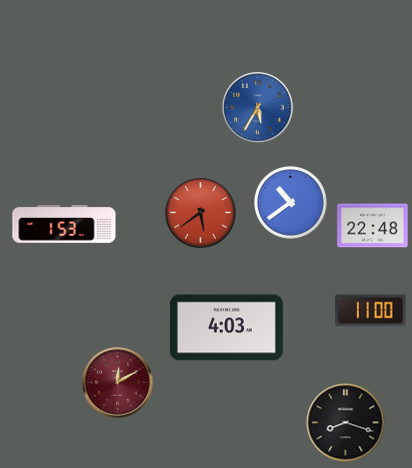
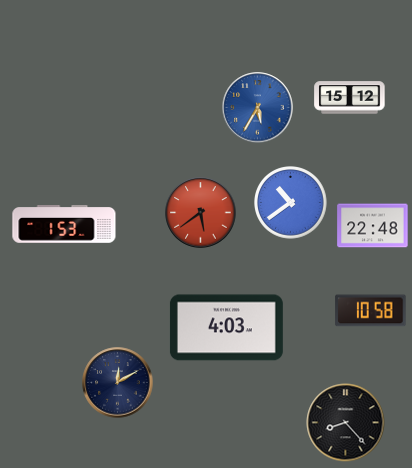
clock at (350, 98): none -> 15:12
clock at (371, 311): 11:00 -> 10:58
clock at (118, 383) dial: burgundy -> navy
clock at (346, 423): 8:18 -> 8:23
